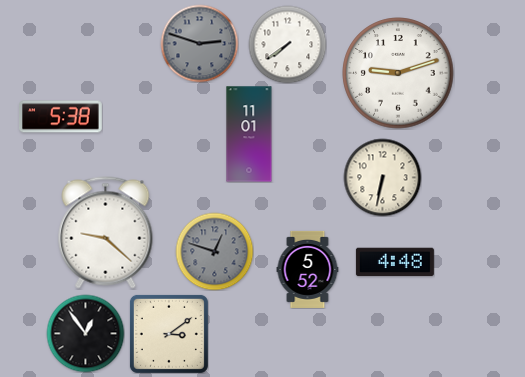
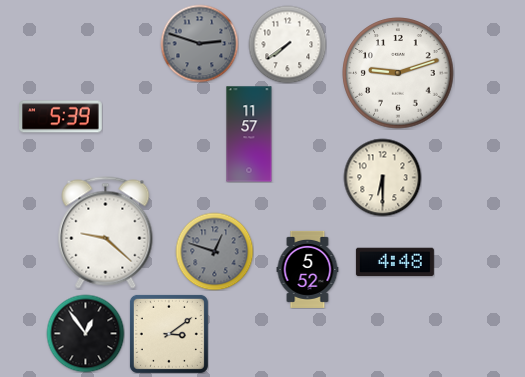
clock at (61, 117): 5:38 -> 5:39
clock at (249, 134): 11:01 -> 11:57
clock at (382, 177): 6:32 -> 6:30
